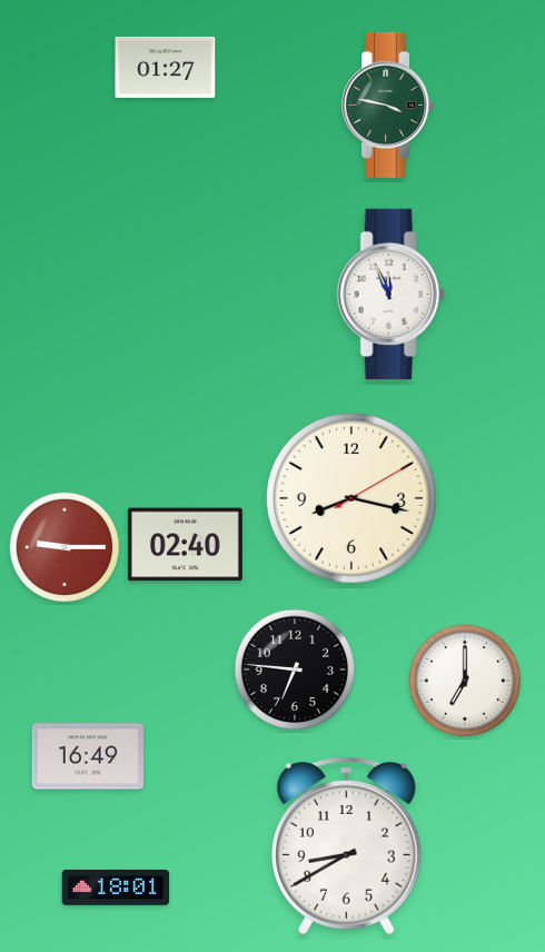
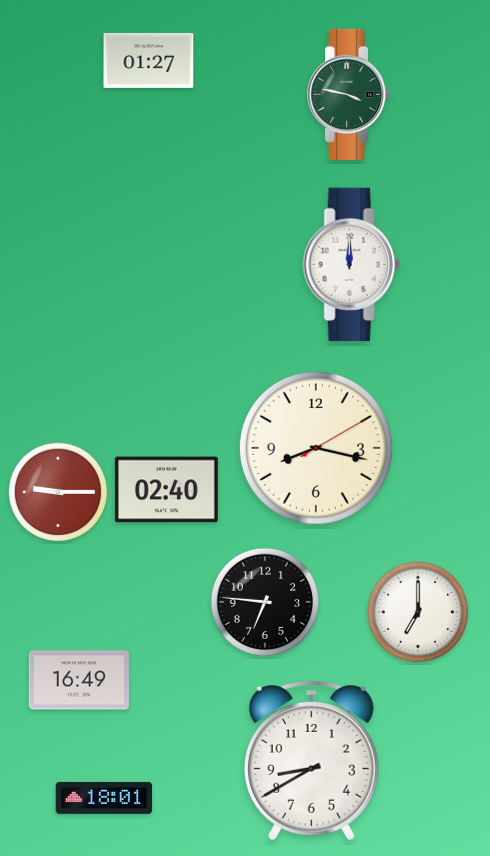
clock at (390, 295): 11:56 -> 12:00
